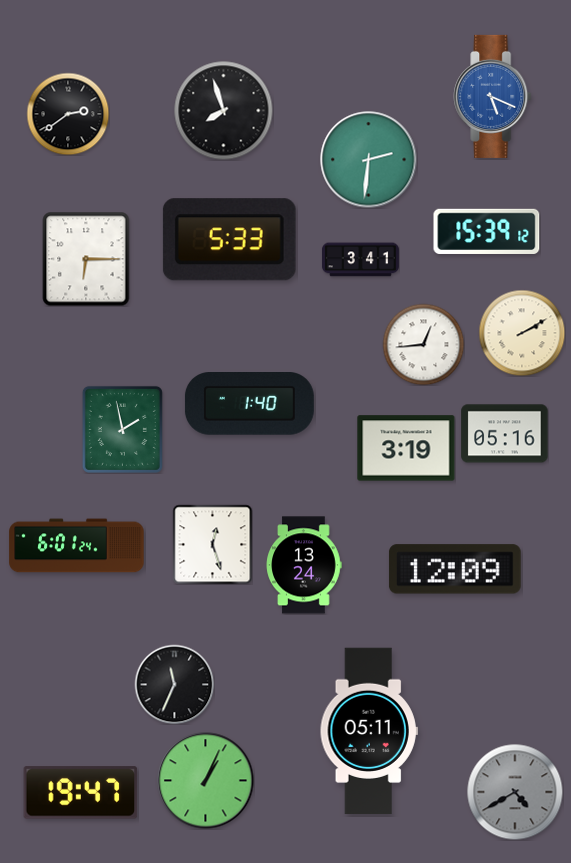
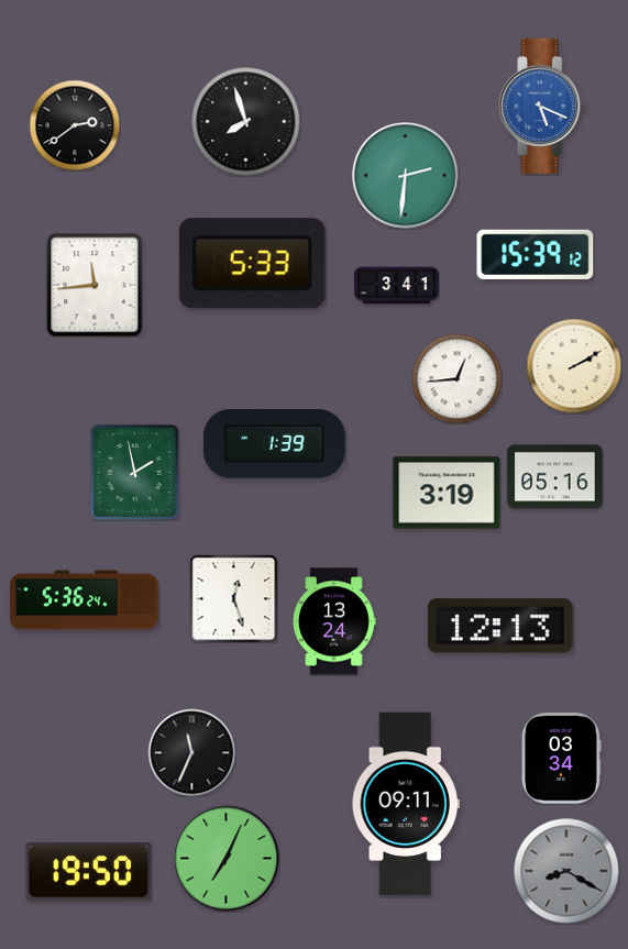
clock at (86, 259): 6:15 -> 11:44
clock at (423, 344) position: (423, 344) -> (456, 378)
clock at (249, 404): 1:40 -> 1:39
clock at (77, 546): 6:01 -> 5:36
clock at (455, 569): 12:09 -> 12:13
clock at (561, 759): none -> 03:34
clock at (369, 731): 05:11 -> 09:11
clock at (206, 781): 1:04 -> 7:04
clock at (515, 792): 4:40 -> 8:20
clock at (81, 793): 19:47 -> 19:50
